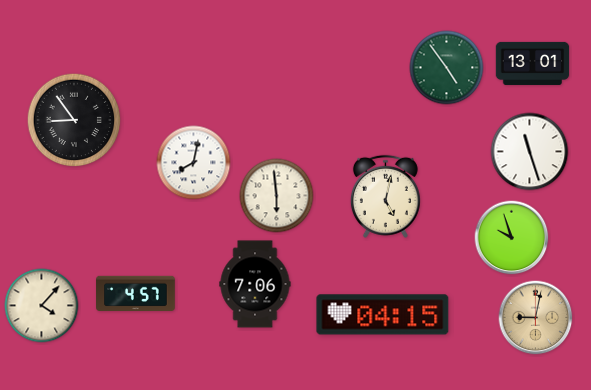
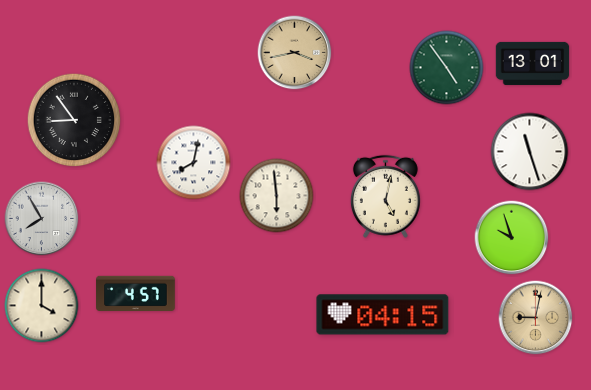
clock at (295, 53): none -> 3:43
clock at (42, 219): none -> 7:55
clock at (255, 284): 7:06 -> none
clock at (42, 306): 4:07 -> 4:00
